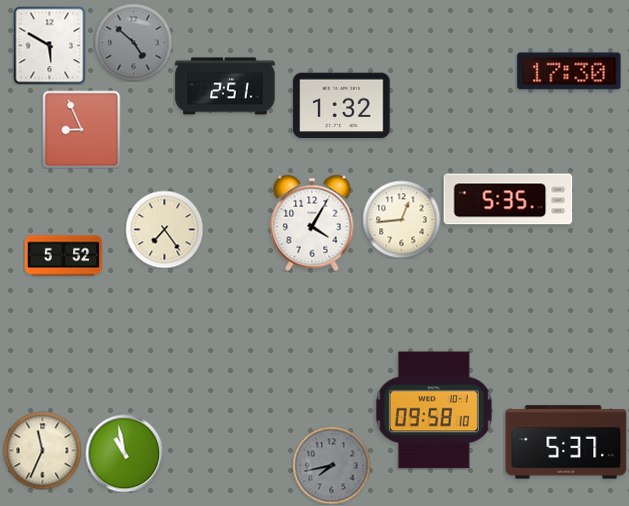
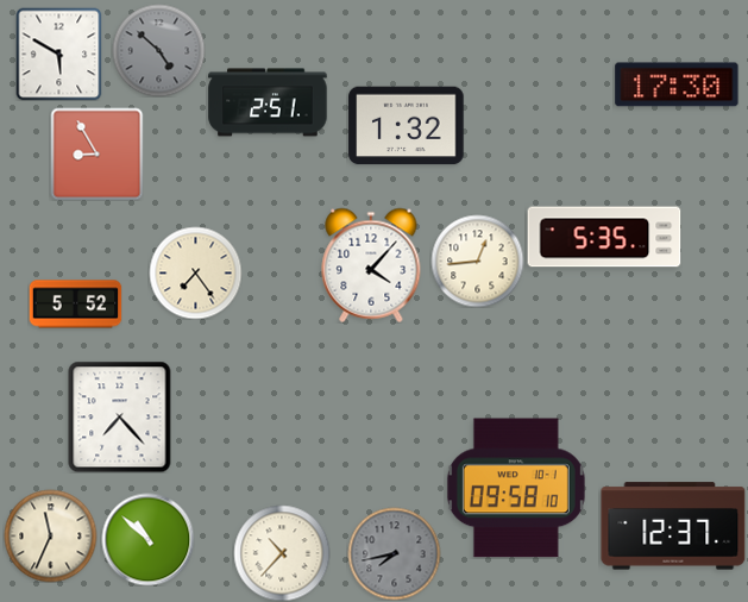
clock at (81, 129): 8:56 -> 8:55
clock at (312, 223): 4:05 -> 4:07
clock at (120, 416): none -> 7:23
clock at (566, 442): 5:37 -> 12:37
clock at (124, 453): 10:58 -> 10:52
clock at (282, 553): none -> 10:37
